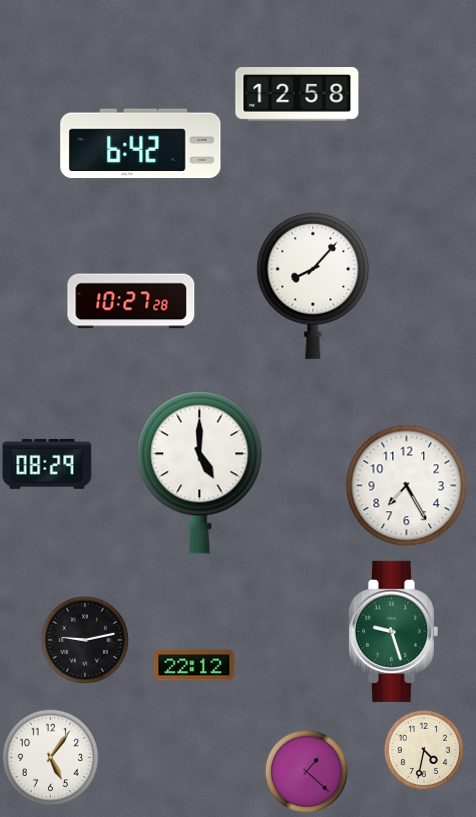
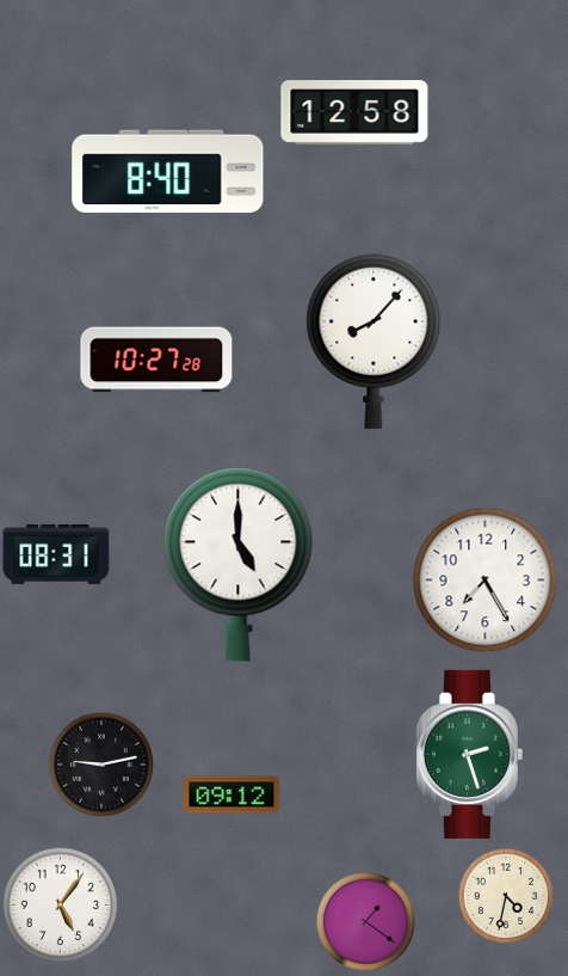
clock at (141, 144): 6:42 -> 8:40
clock at (47, 464): 08:29 -> 08:31
clock at (393, 631): 9:27 -> 2:27
clock at (194, 665): 22:12 -> 09:12
clock at (306, 771): 1:22 -> 1:21
